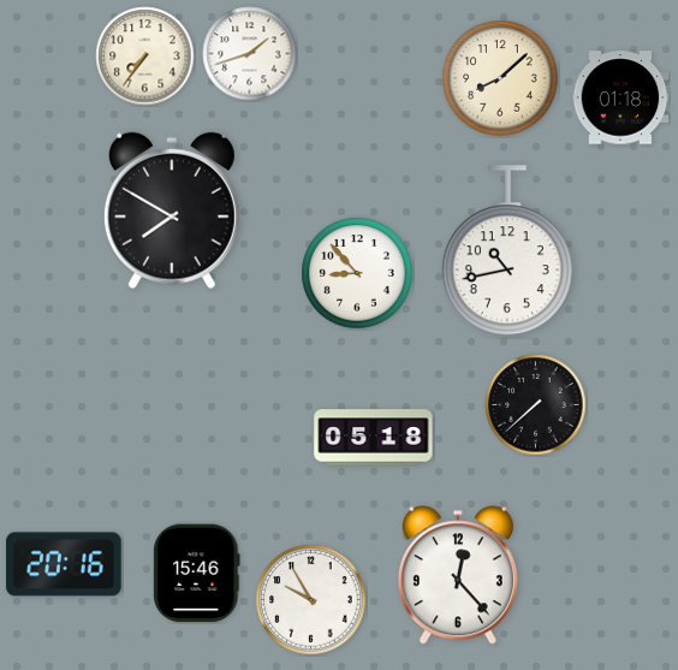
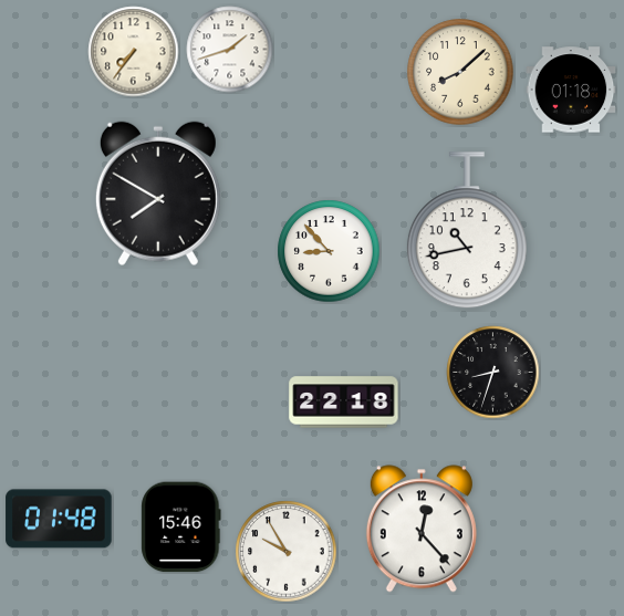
clock at (536, 405): 7:38 -> 8:33
clock at (374, 438): 05:18 -> 22:18
clock at (64, 564): 20:16 -> 01:48
